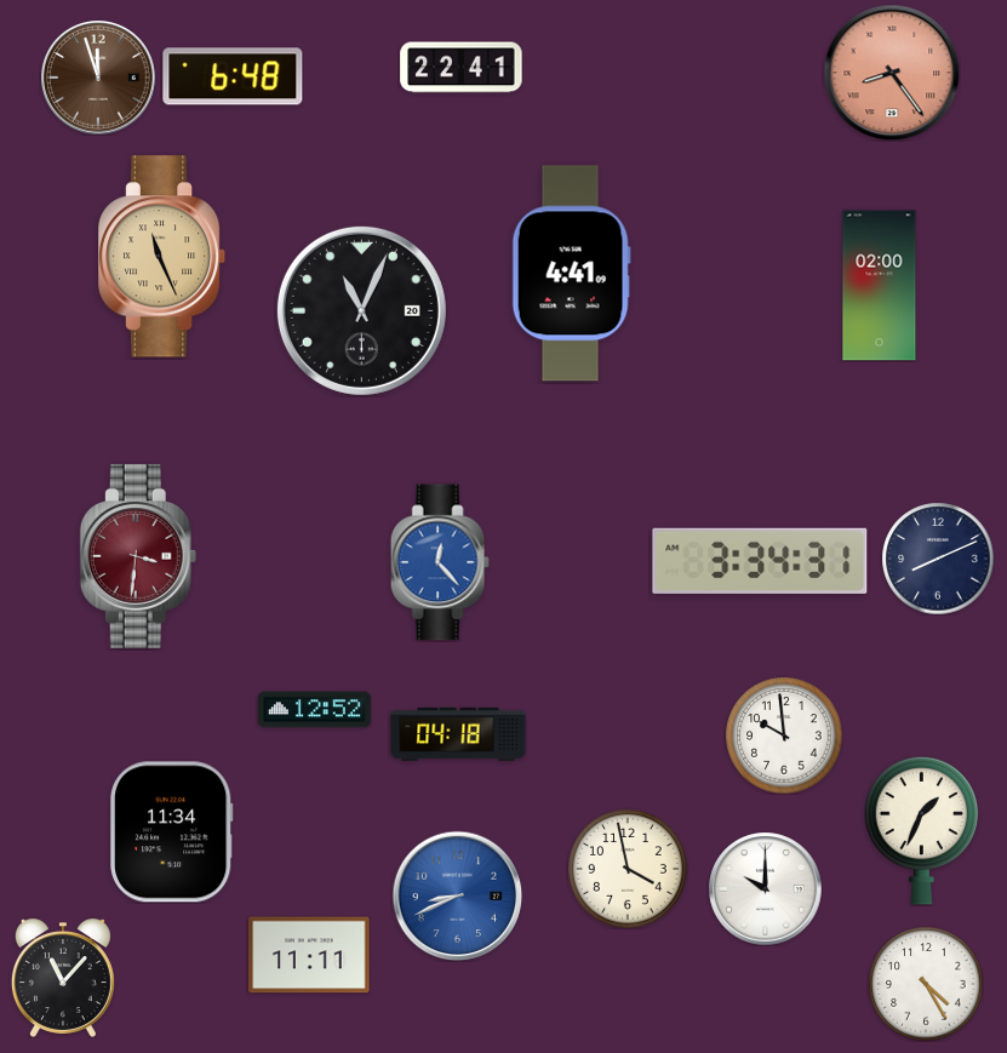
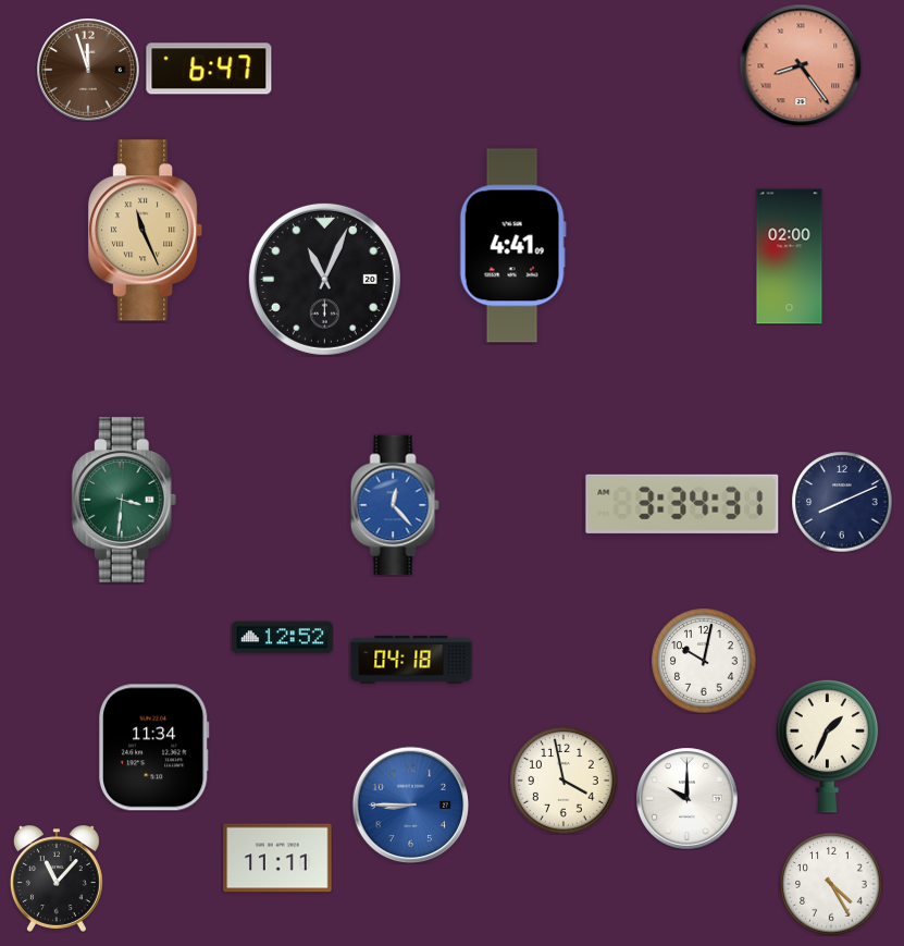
clock at (462, 68): 22:41 -> none
clock at (233, 76): 6:48 -> 6:47
clock at (138, 556) dial: burgundy -> green
clock at (784, 736): 9:59 -> 10:02
clock at (457, 895): 8:41 -> 8:45
